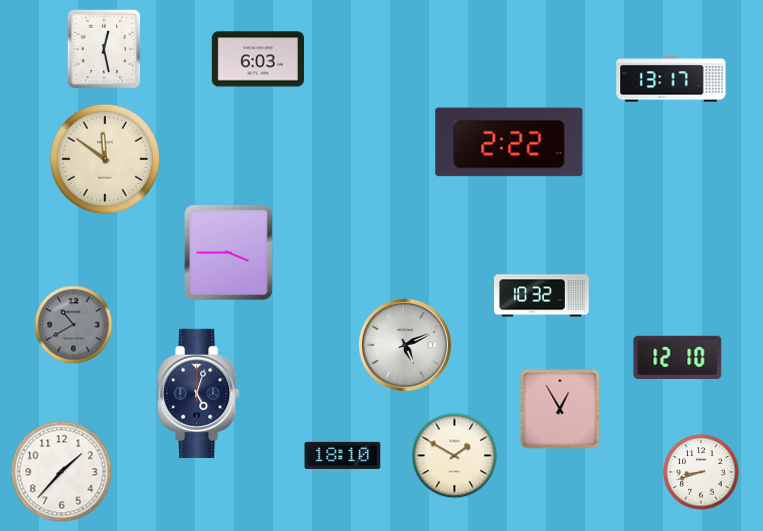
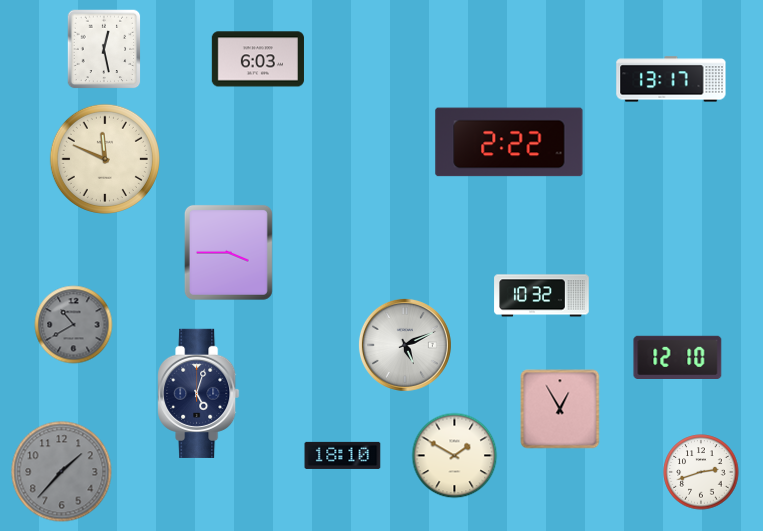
clock at (105, 159): 11:51 -> 11:49
clock at (62, 472) dial: white -> grey
clock at (701, 472): 8:42 -> 2:42
